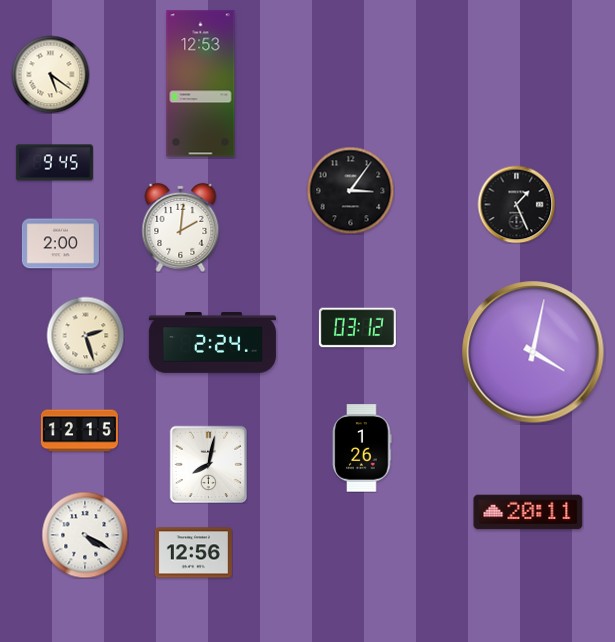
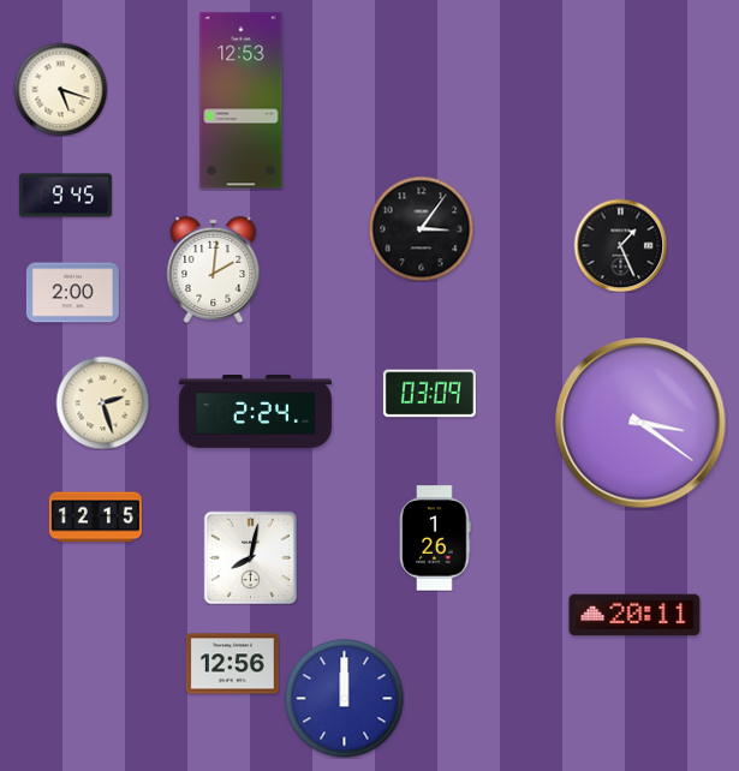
clock at (50, 74): 5:21 -> 5:18
clock at (181, 227) position: (181, 227) -> (214, 269)
clock at (357, 328): 03:12 -> 03:09
clock at (533, 352): 4:02 -> 3:21
clock at (85, 535): 4:20 -> none
clock at (345, 699): none -> 12:00
